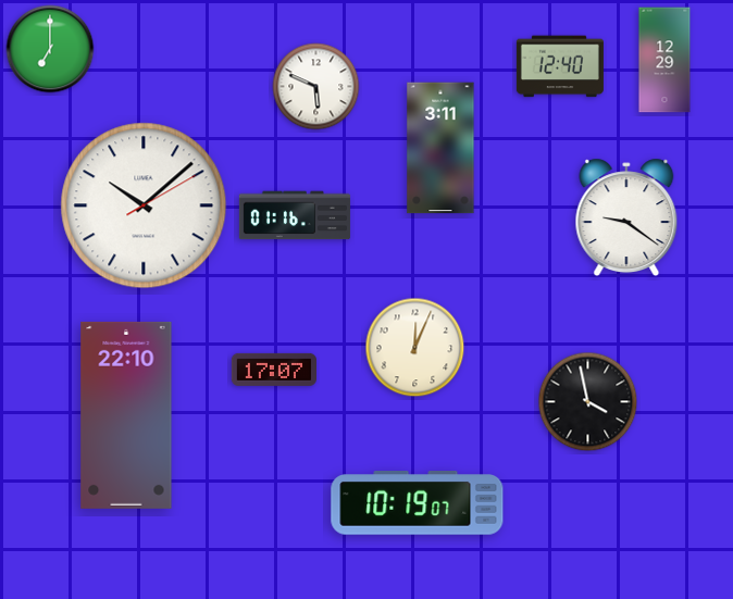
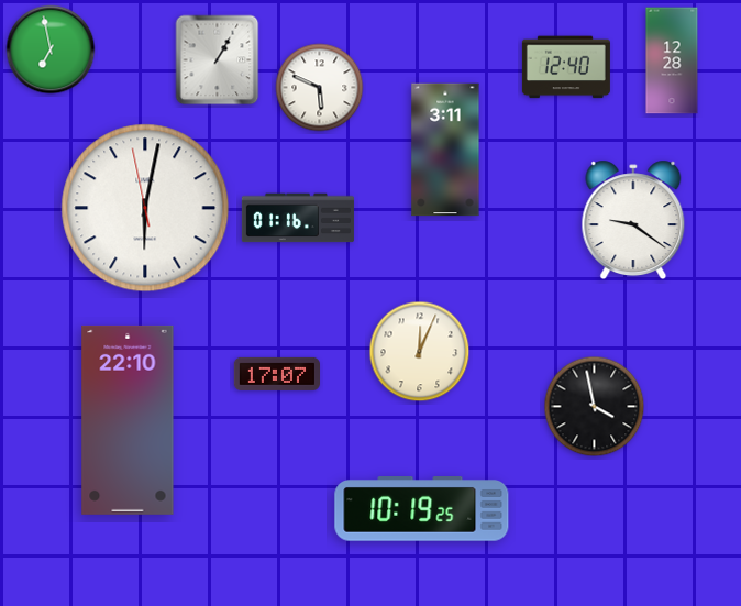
clock at (50, 49): 7:00 -> 6:58
clock at (218, 60): none -> 1:05
clock at (664, 60): 12:29 -> 12:28
clock at (144, 205): 10:08 -> 6:01
clock at (418, 503): 10:19:07 -> 10:19:25
